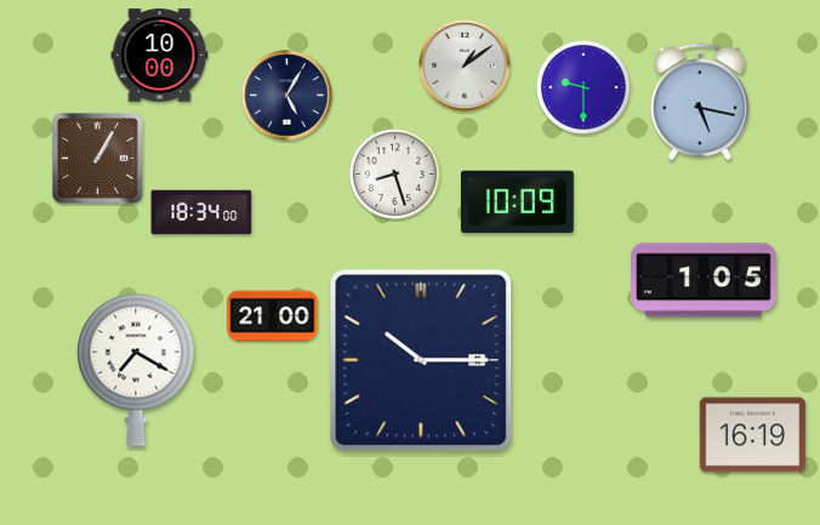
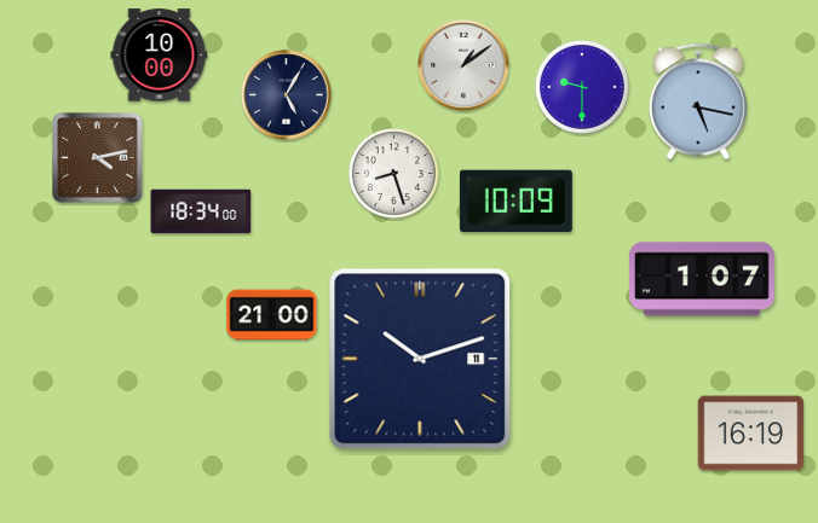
clock at (98, 159): 1:05 -> 4:13
clock at (705, 280): 1:05 -> 1:07
clock at (421, 360): 10:15 -> 10:12
clock at (136, 370): 7:20 -> none
